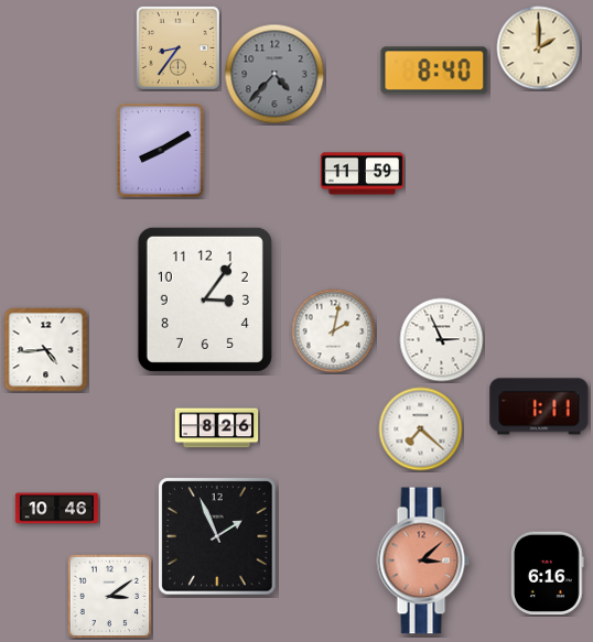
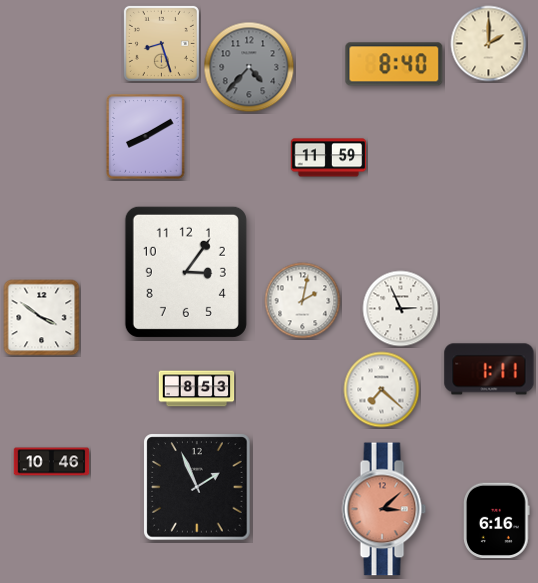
clock at (177, 47): 8:36 -> 8:27
clock at (46, 350): 4:44 -> 3:51
clock at (217, 428): 8:26 -> 8:53
clock at (110, 597): 3:09 -> none
